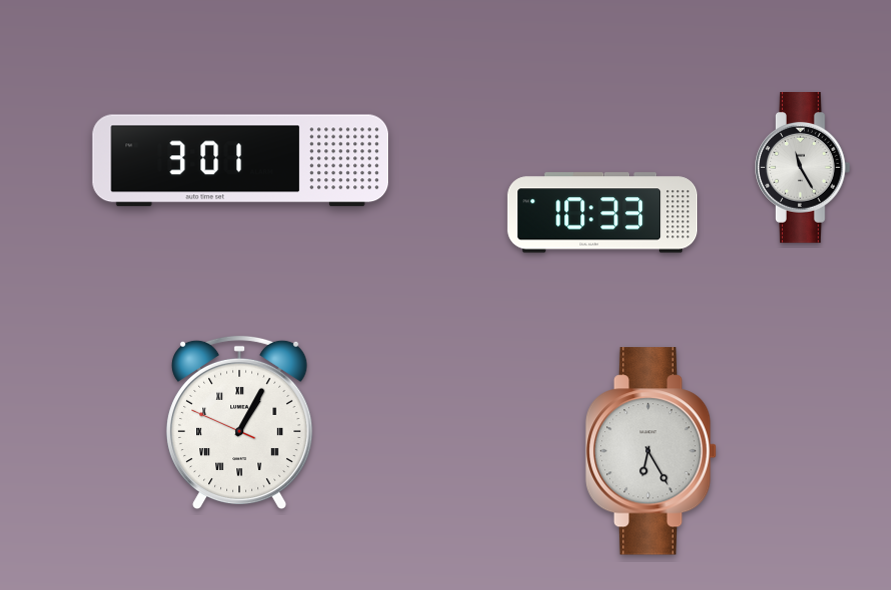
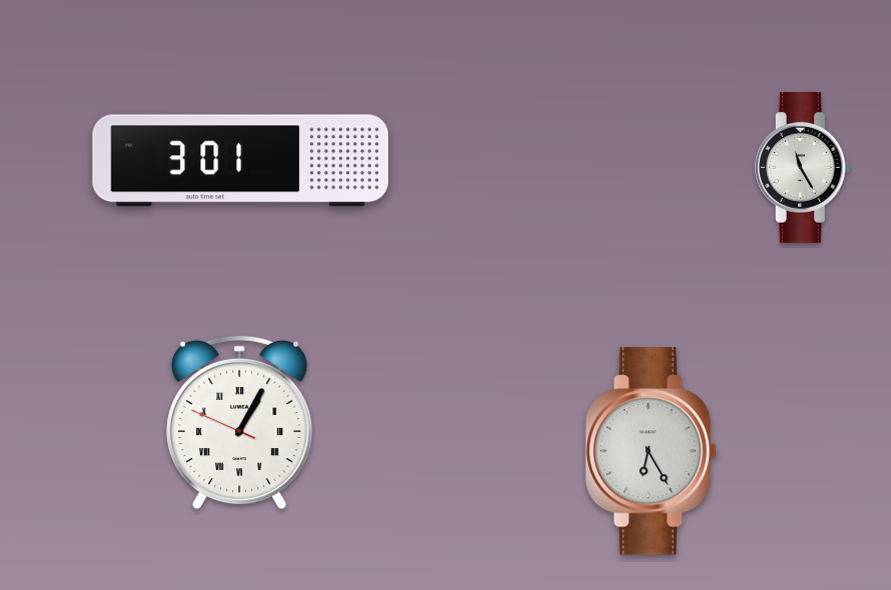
clock at (603, 213): 10:33 -> none
